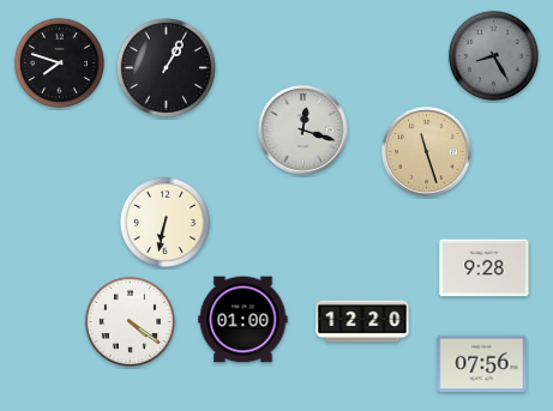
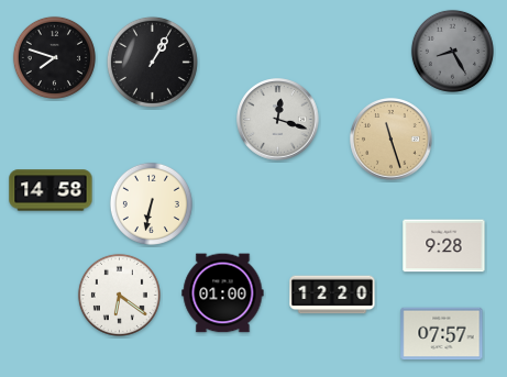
clock at (51, 190): none -> 14:58
clock at (130, 321): 4:21 -> 6:21
clock at (482, 364): 07:56 -> 07:57
